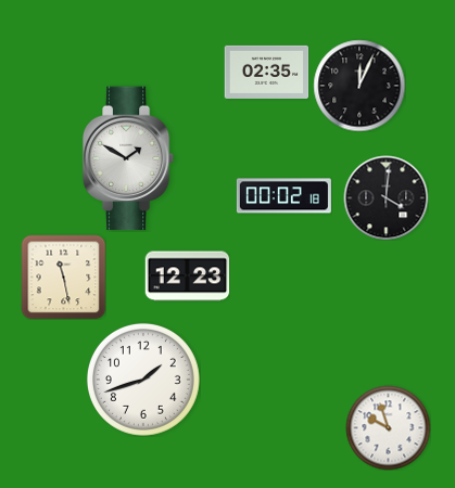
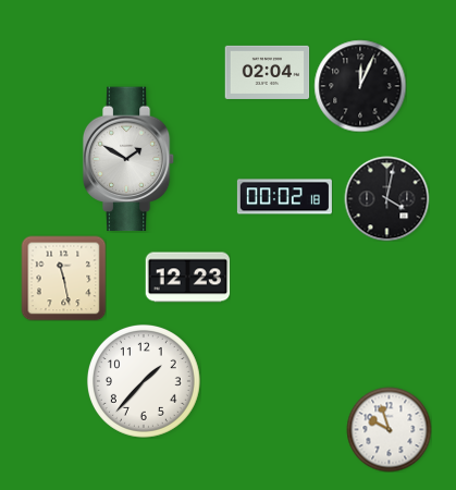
clock at (266, 72): 02:35 -> 02:04
clock at (386, 197): 4:01 -> 4:02
clock at (143, 380): 1:42 -> 1:37
